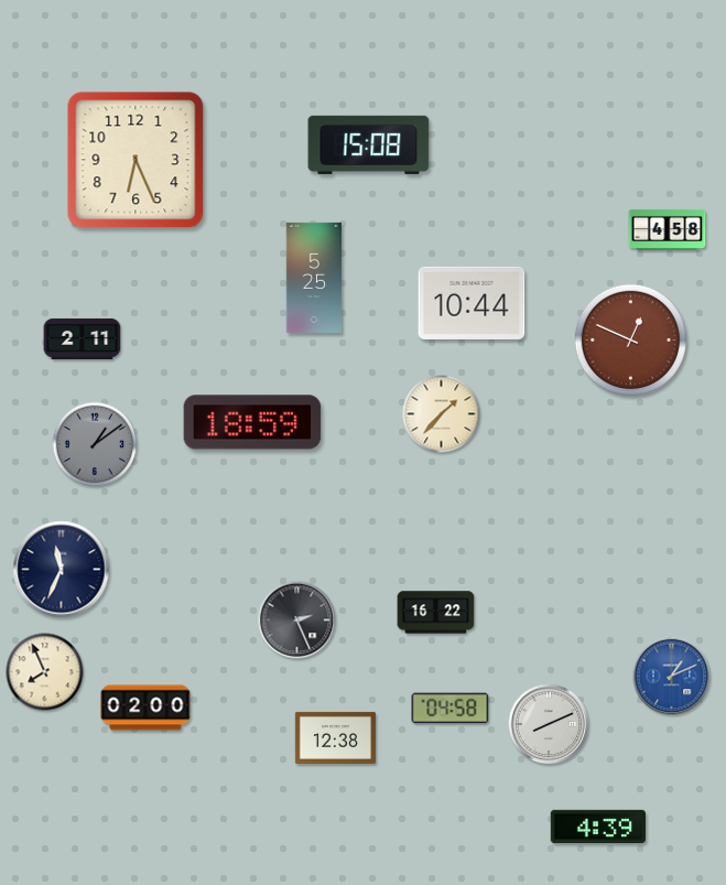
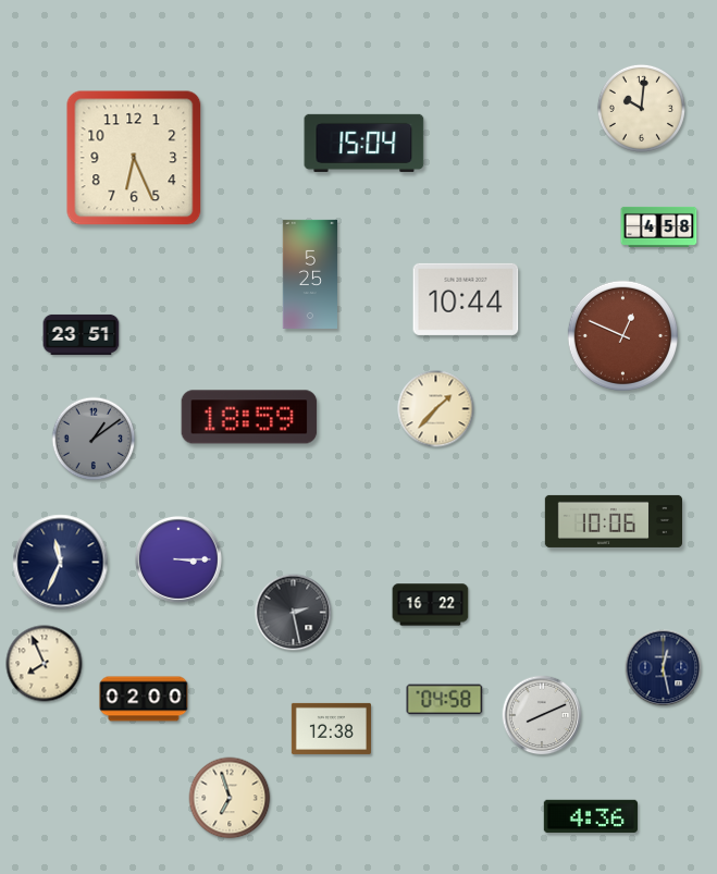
clock at (641, 108): none -> 10:01
clock at (369, 144): 15:08 -> 15:04
clock at (83, 338): 2:11 -> 23:51
clock at (613, 521): none -> 10:06
clock at (178, 559): none -> 3:15
clock at (297, 620): 2:26 -> 2:28
clock at (672, 677): 1:11 -> 12:28
clock at (672, 677) dial: blue -> navy
clock at (230, 798): none -> 6:57
clock at (598, 827): 4:39 -> 4:36
